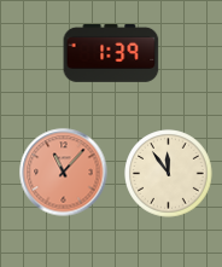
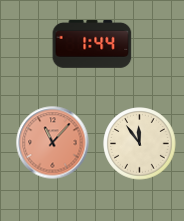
clock at (111, 53): 1:39 -> 1:44
